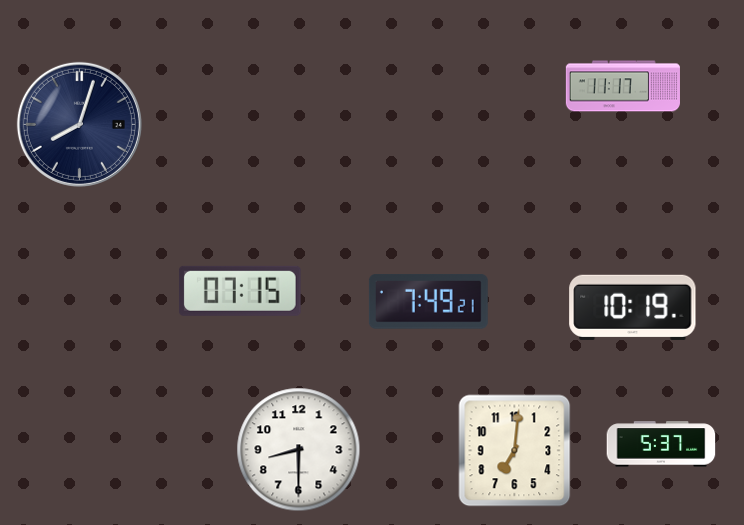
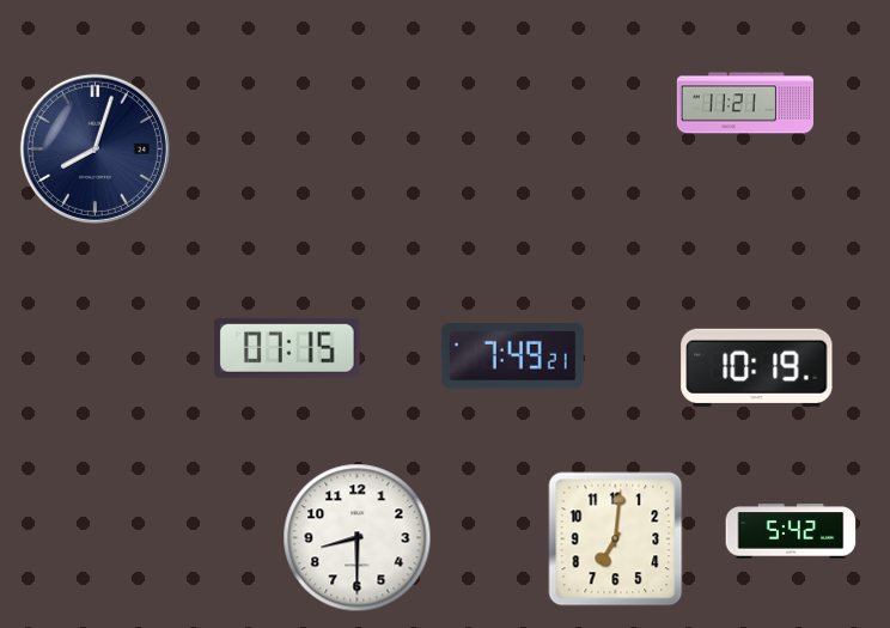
clock at (623, 86): 11:17 -> 11:21
clock at (428, 302) position: (428, 302) -> (512, 356)
clock at (661, 444): 5:37 -> 5:42
